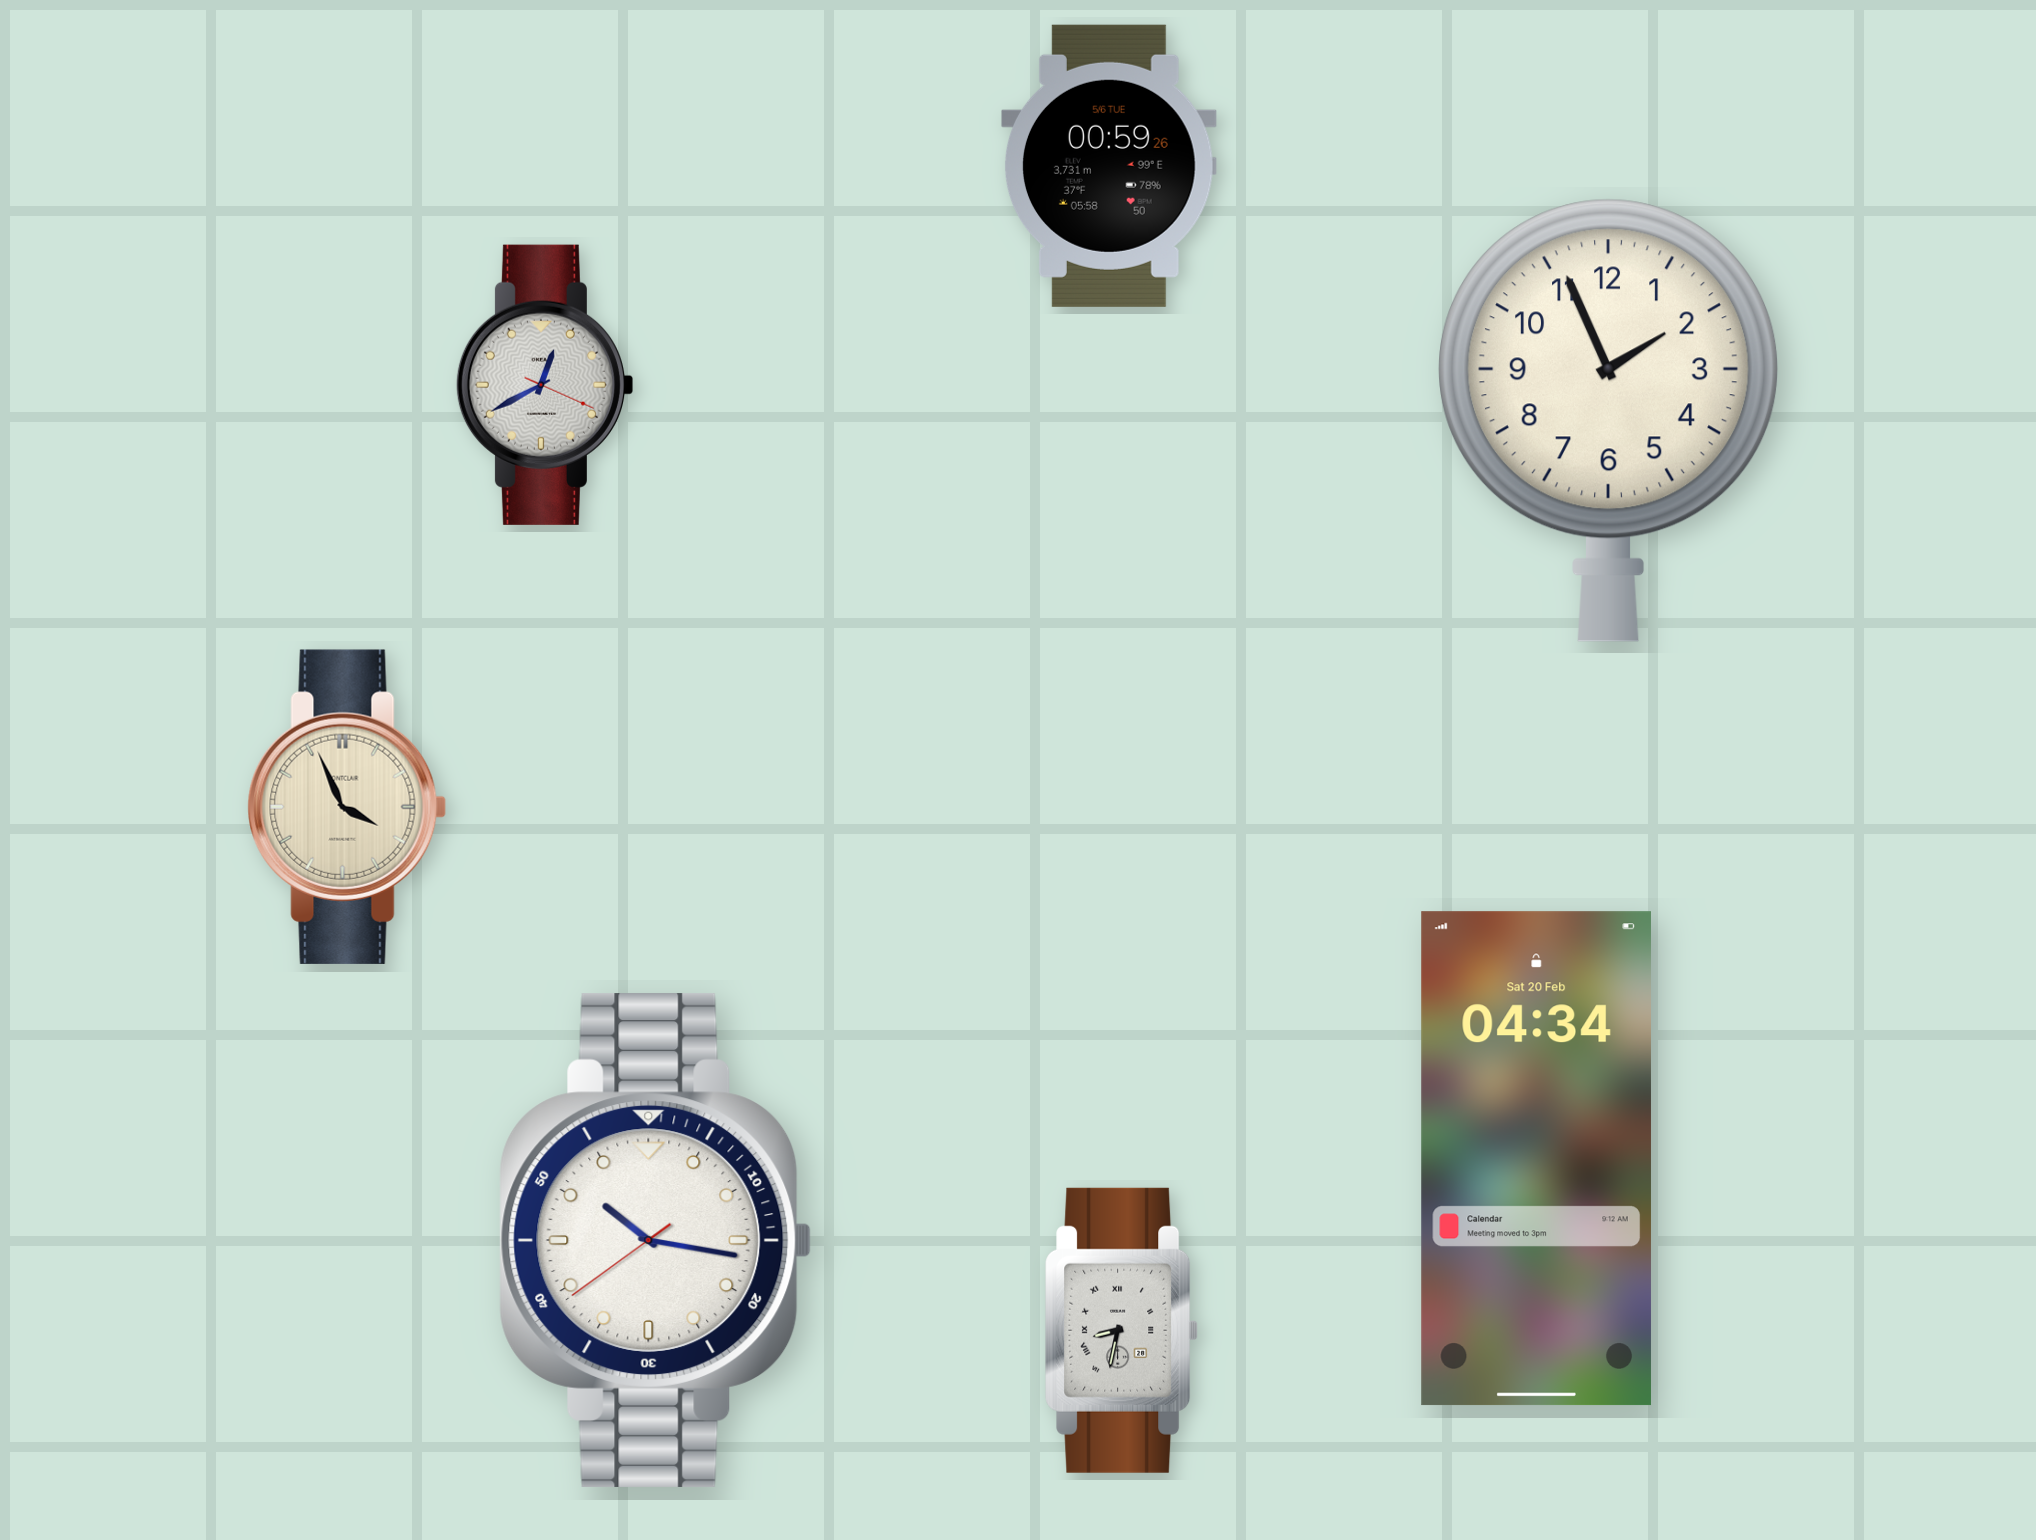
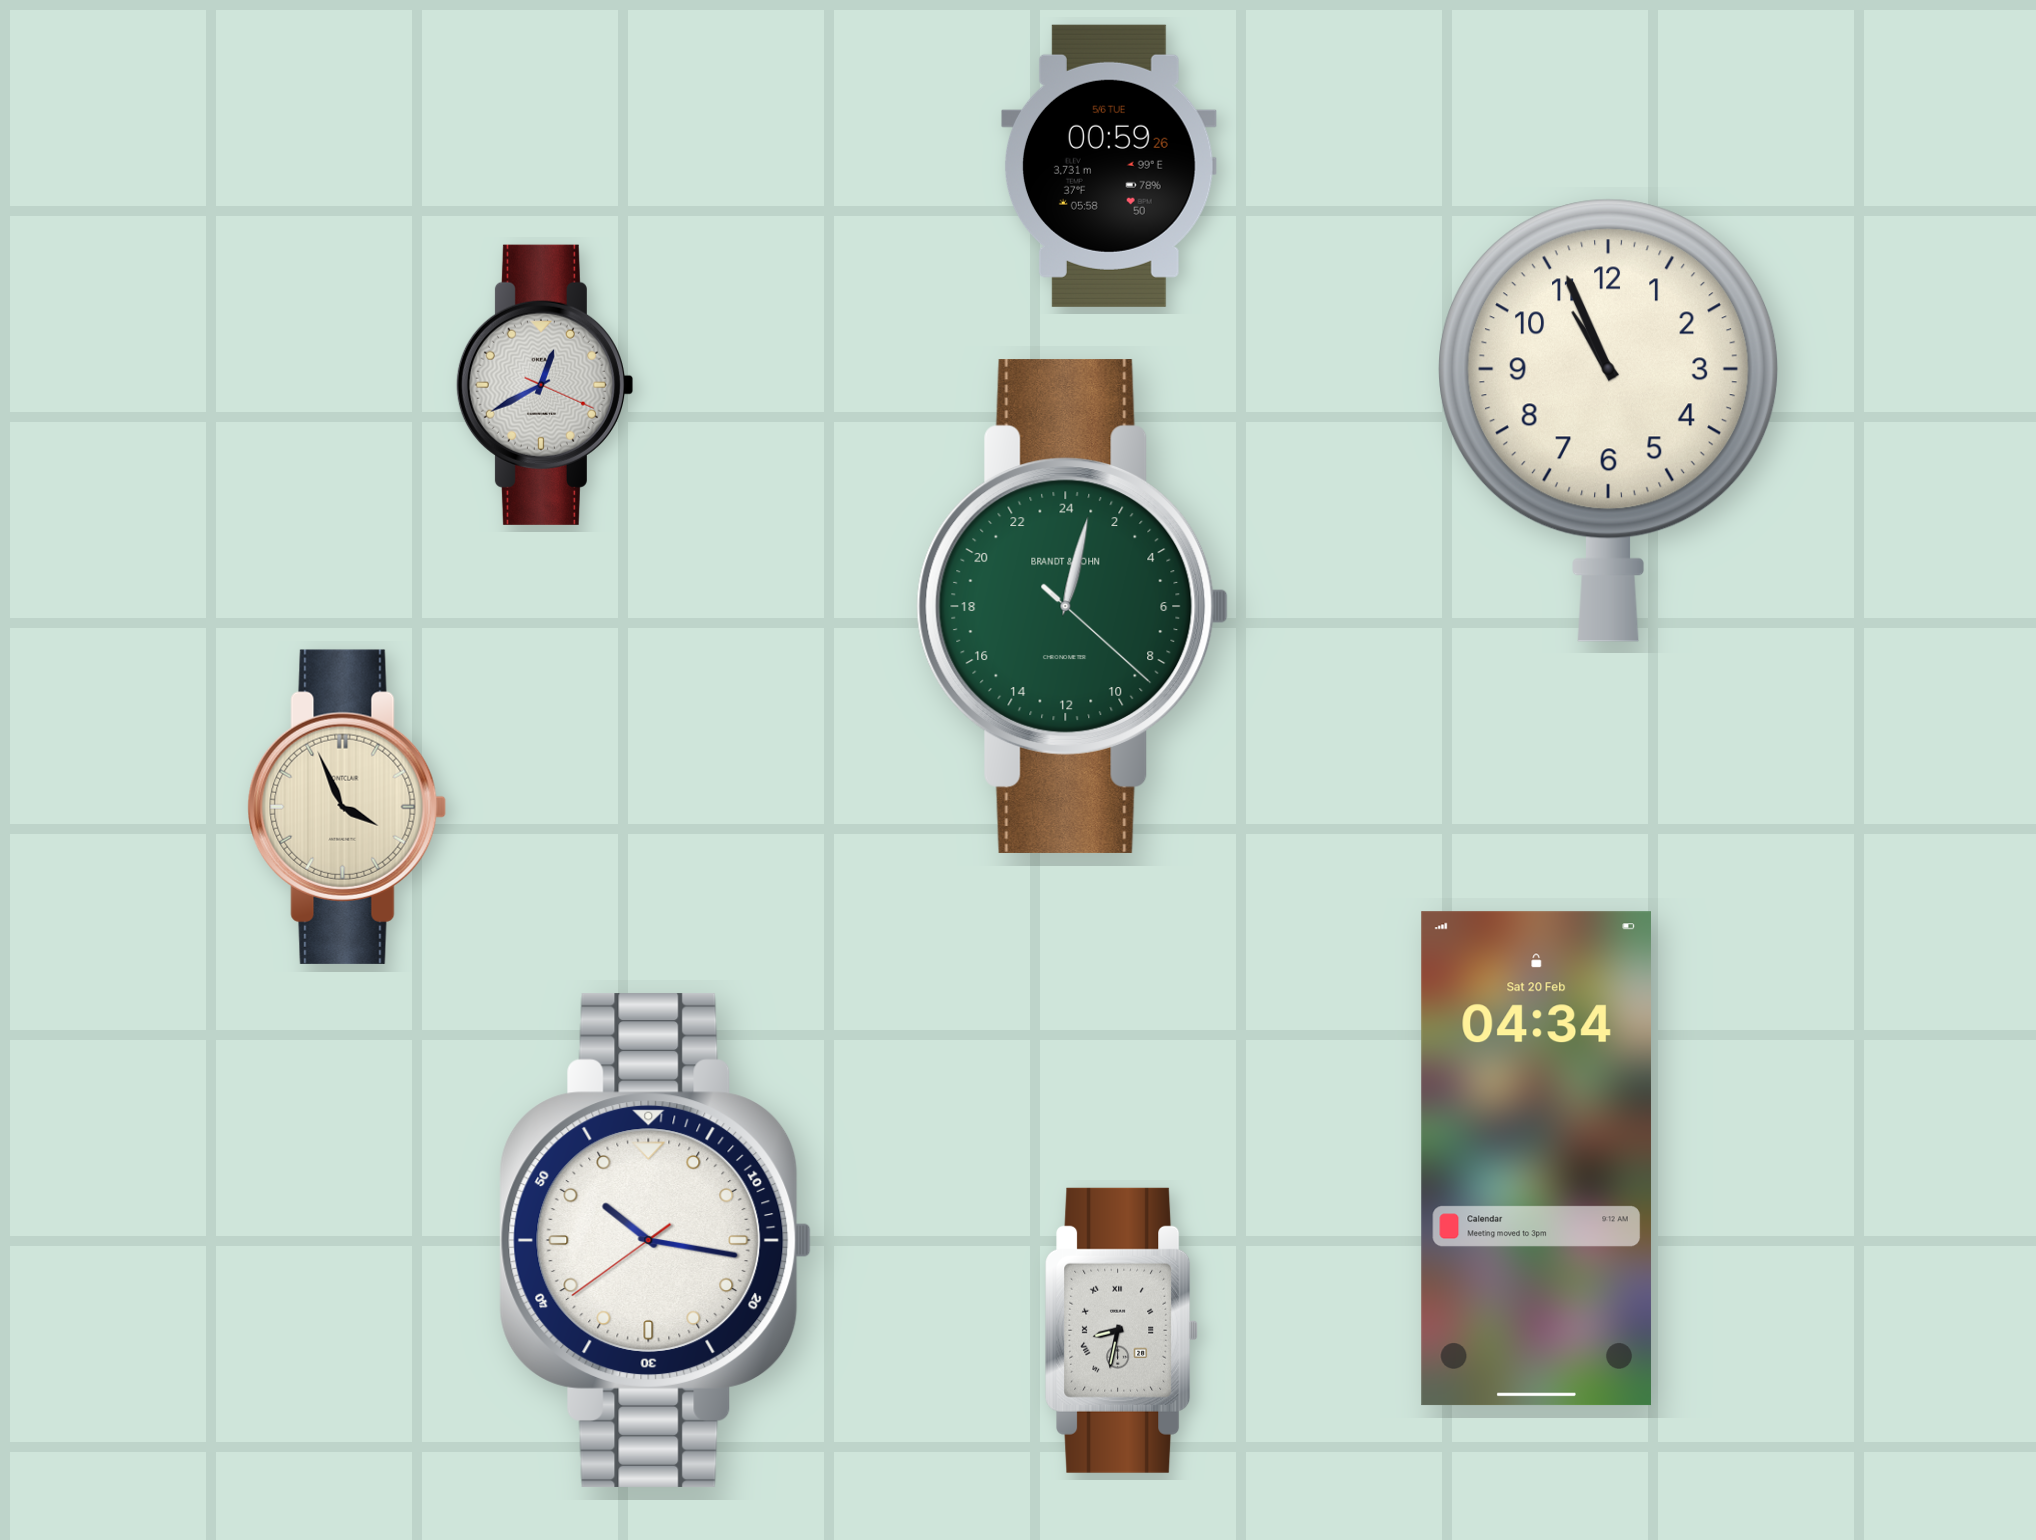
clock at (1609, 420): 1:56 -> 10:56
clock at (1073, 606): none -> 1:02
